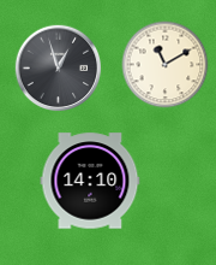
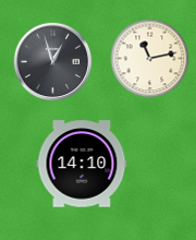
clock at (166, 65): 11:10 -> 11:13
